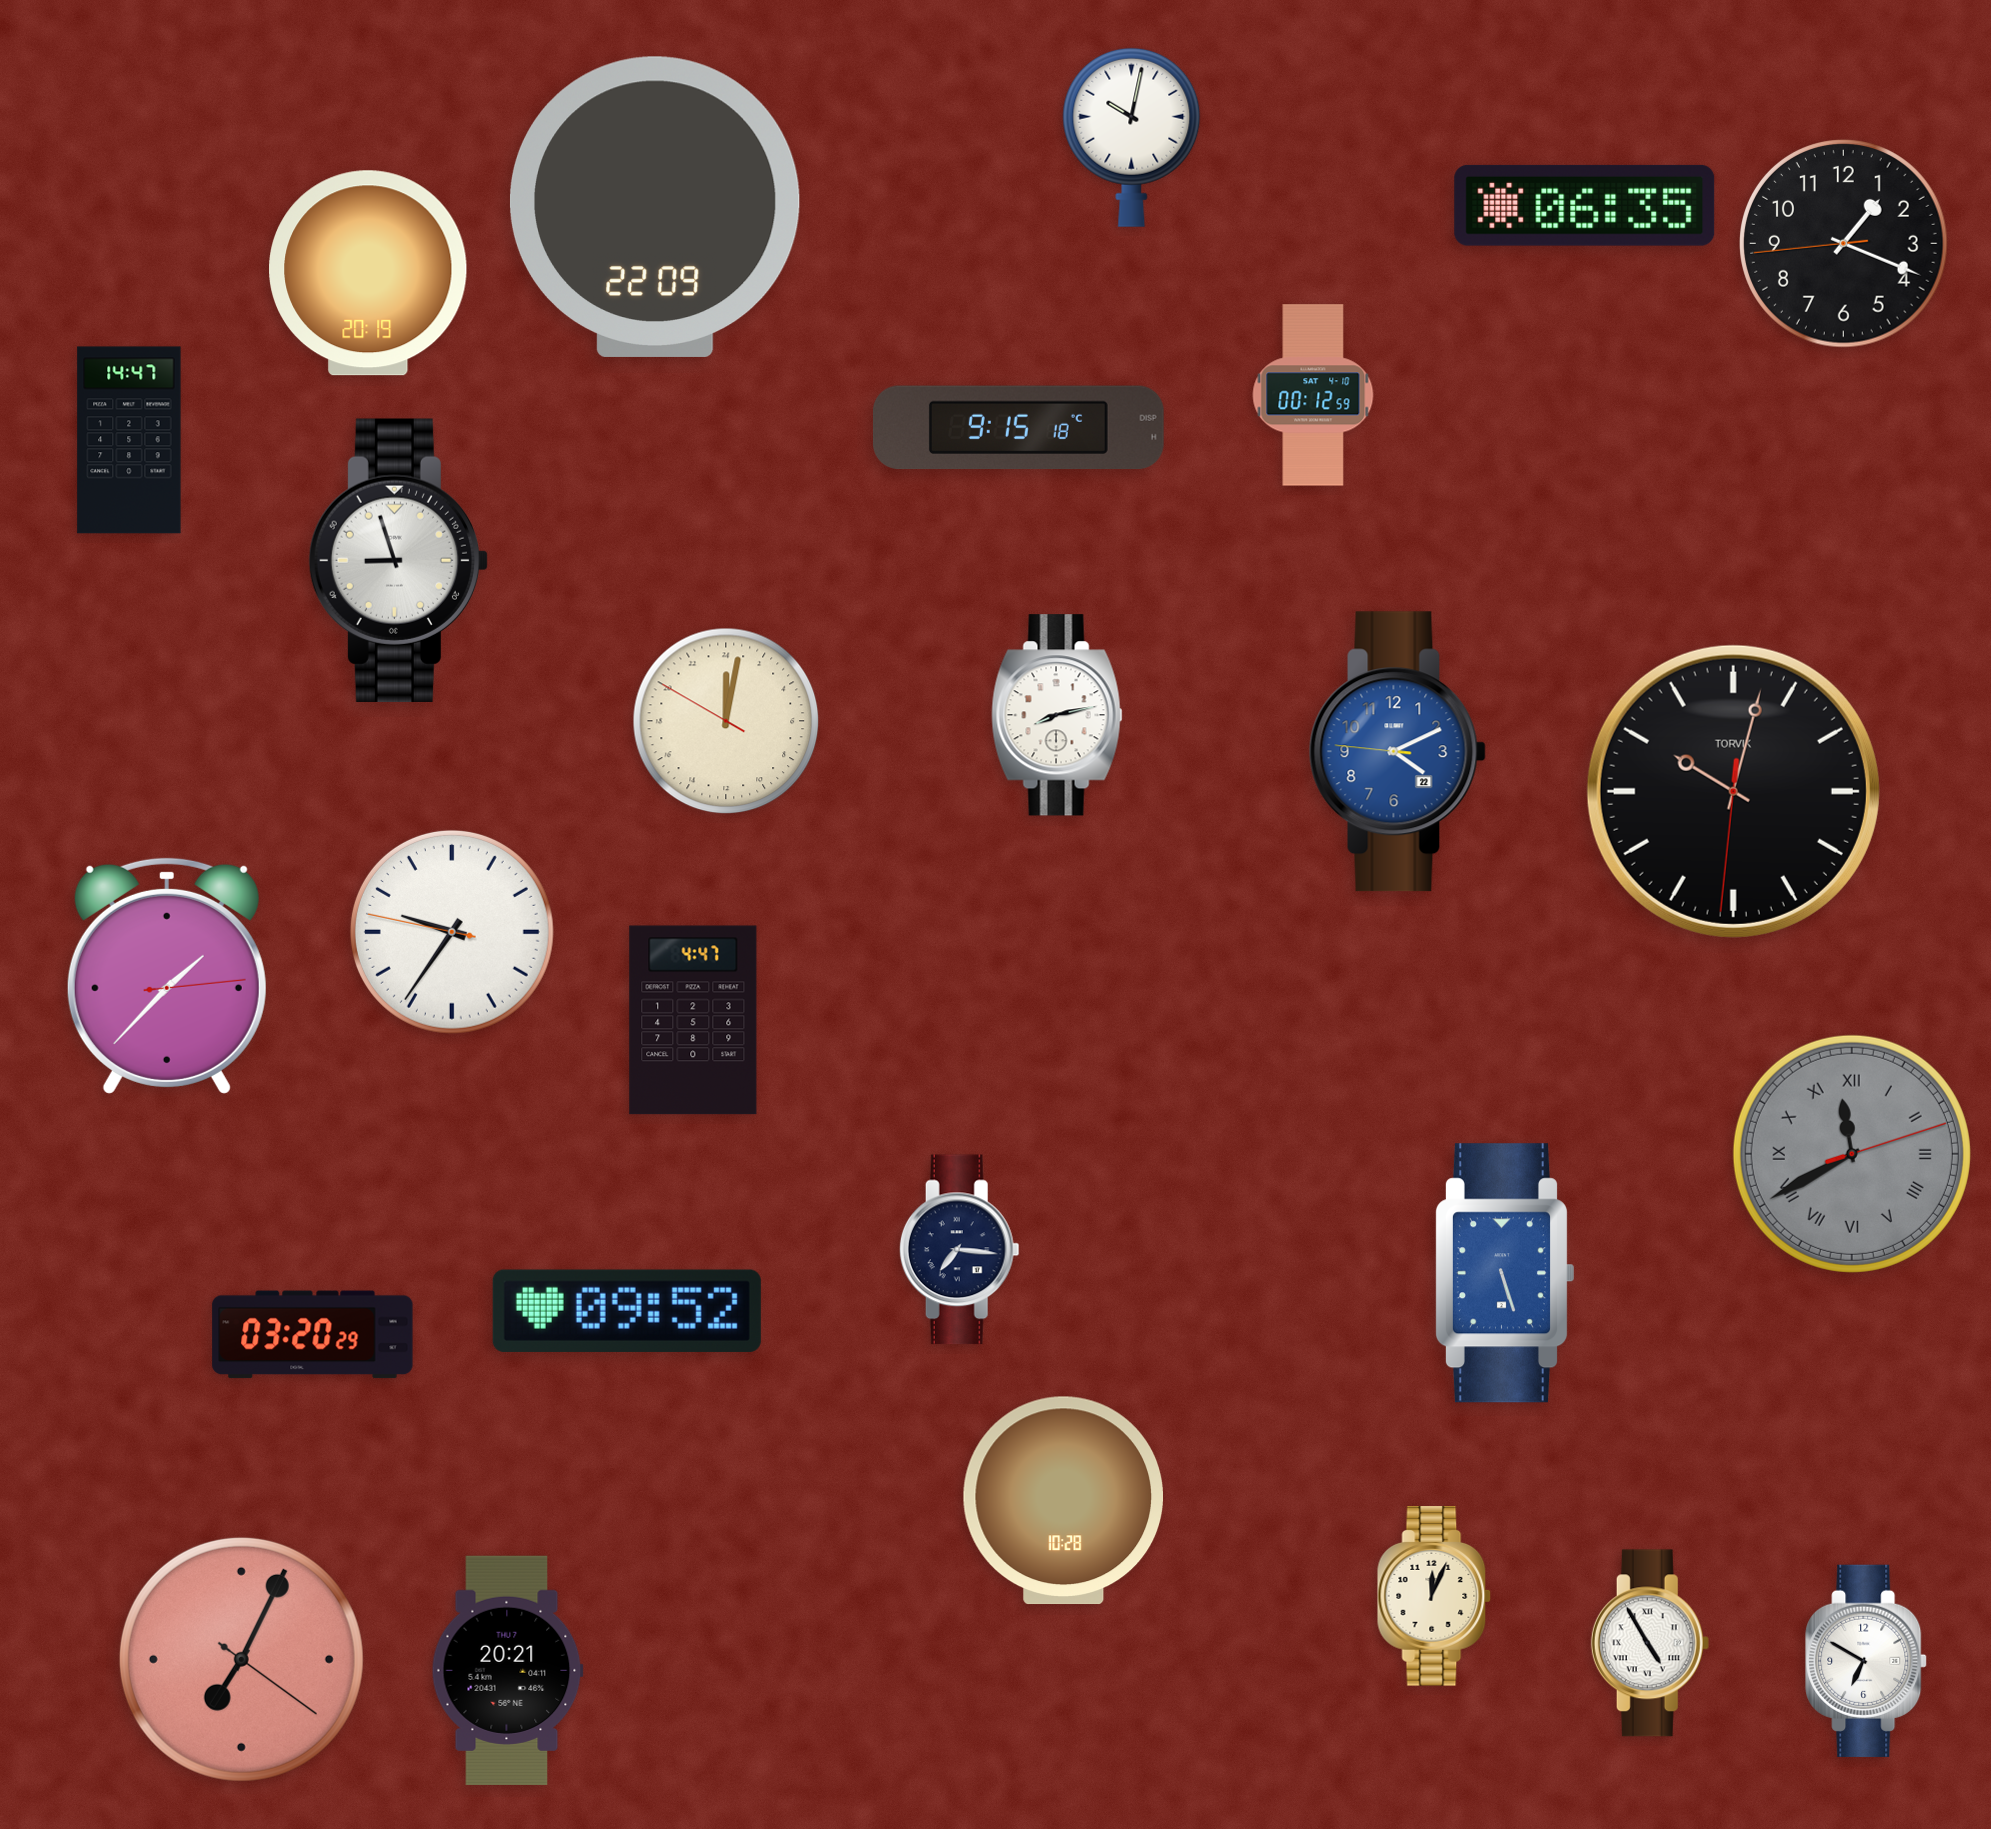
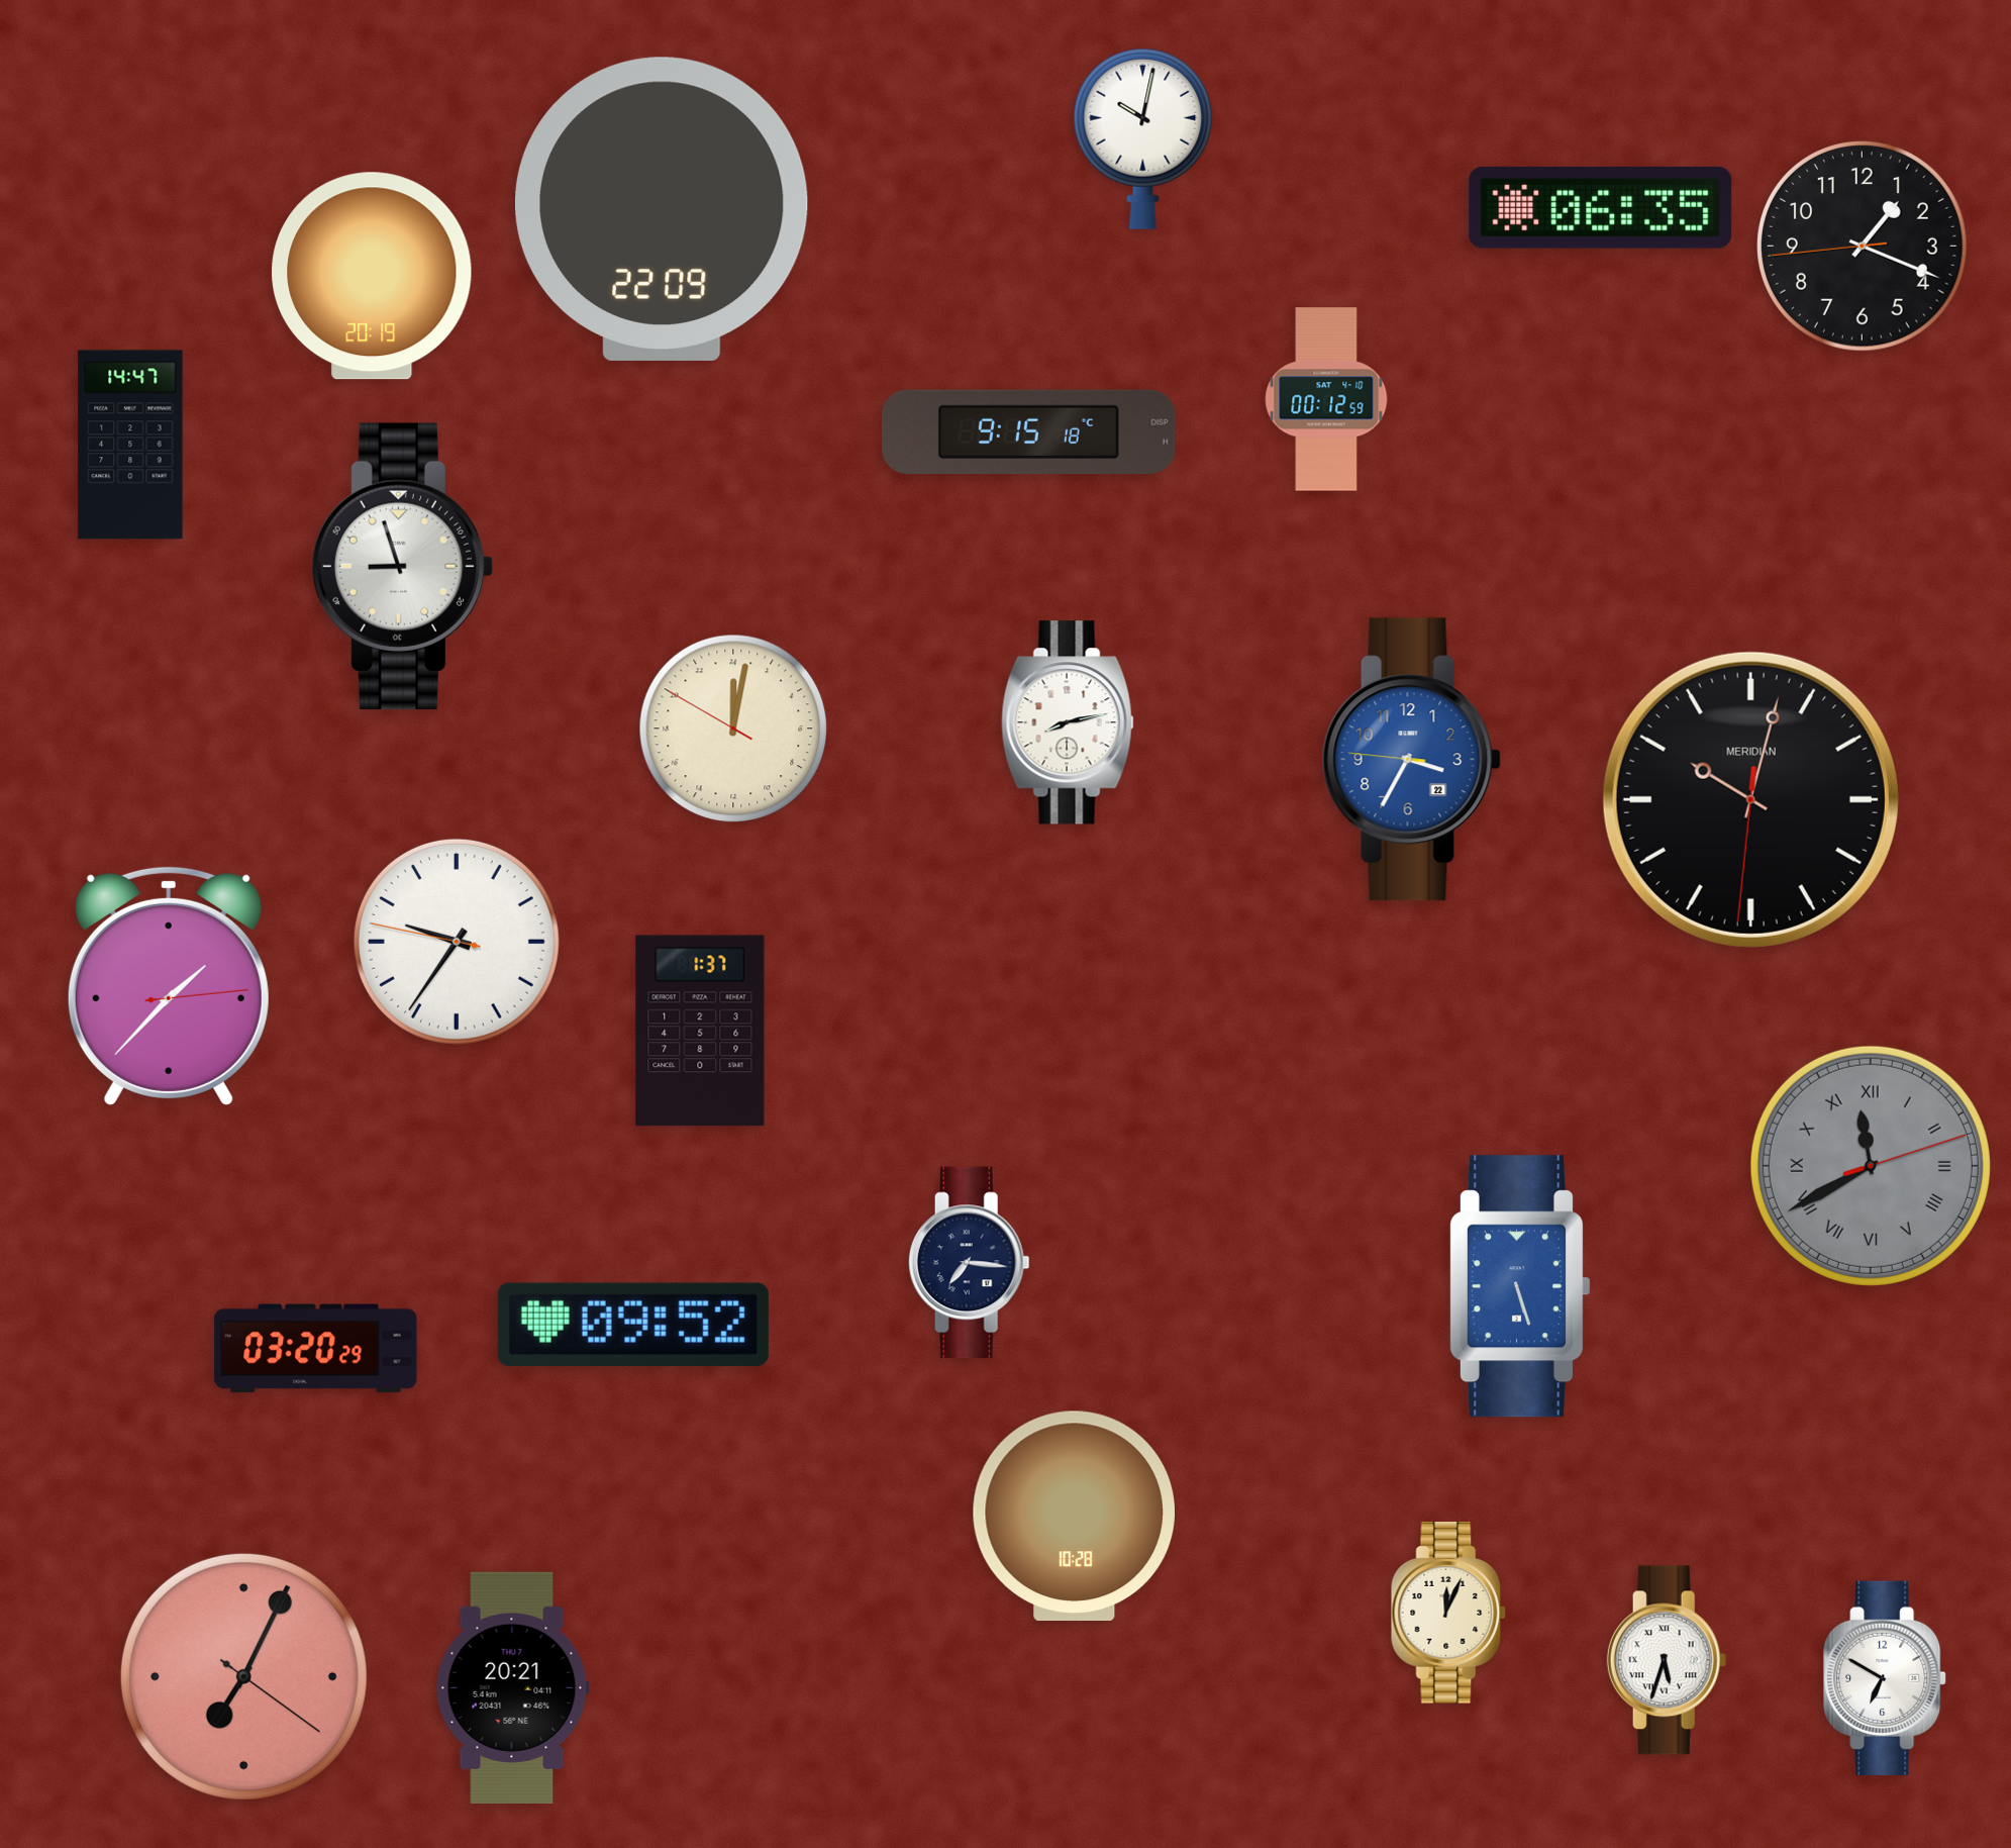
clock at (1397, 752): 4:10 -> 3:34
clock at (1733, 791) brand: TORVIK -> MERIDIAN
clock at (693, 1020): 4:47 -> 1:37
clock at (1650, 1643): 4:55 -> 5:33
